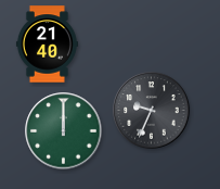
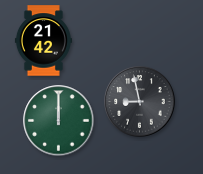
clock at (47, 45): 21:40 -> 21:42
clock at (152, 111): 9:34 -> 8:58
